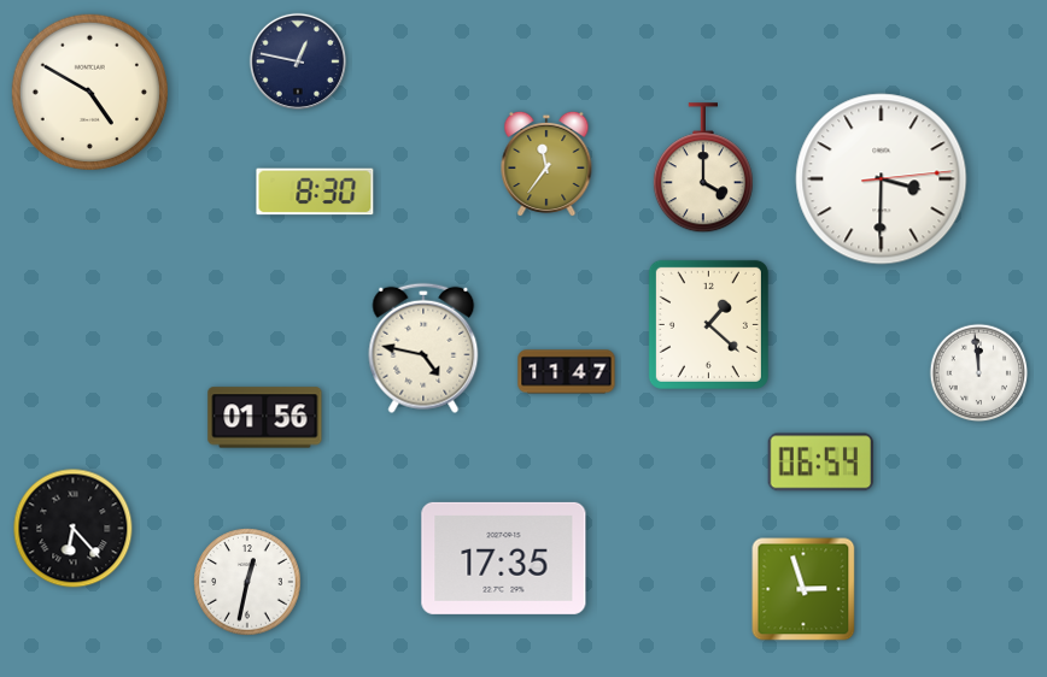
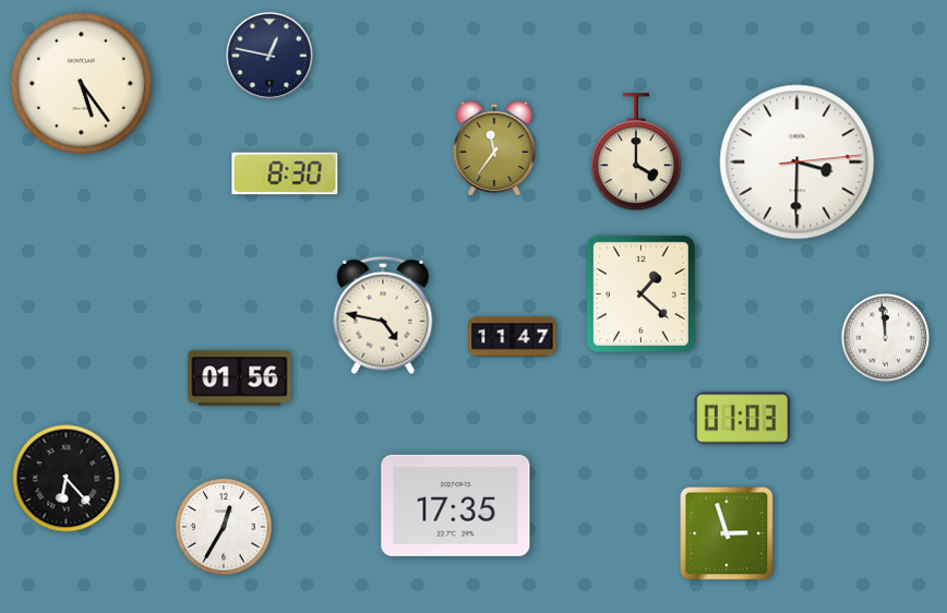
clock at (89, 92): 4:50 -> 5:24
clock at (820, 463): 06:54 -> 01:03
clock at (247, 582): 12:32 -> 12:35
